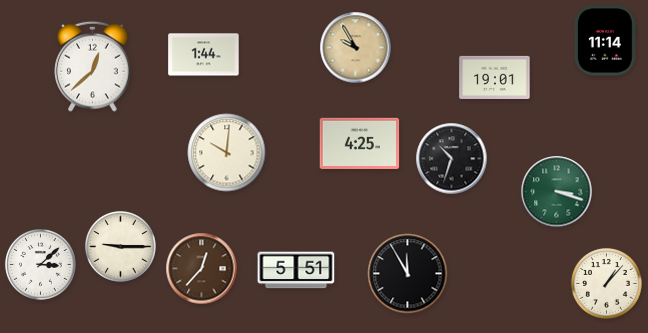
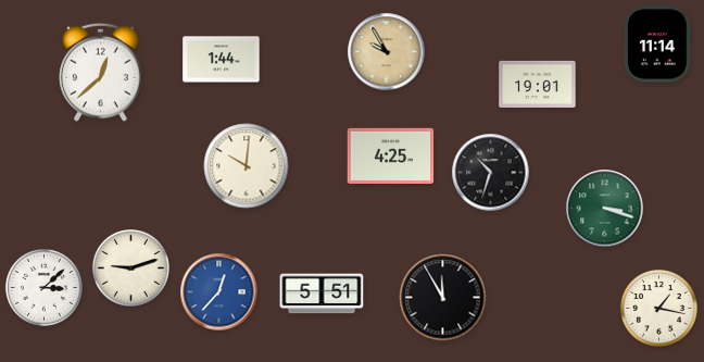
clock at (120, 246): 9:15 -> 9:12
clock at (202, 269) dial: brown -> blue
clock at (606, 283): 1:07 -> 1:17
